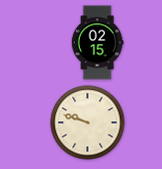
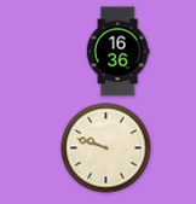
clock at (97, 43): 02:15 -> 16:36
